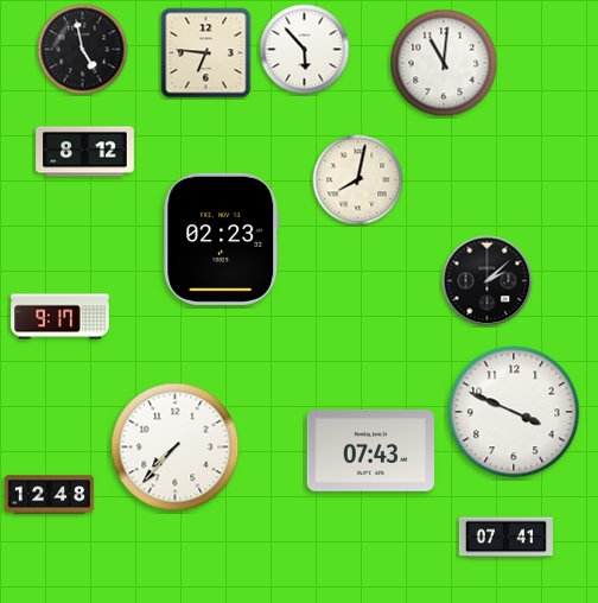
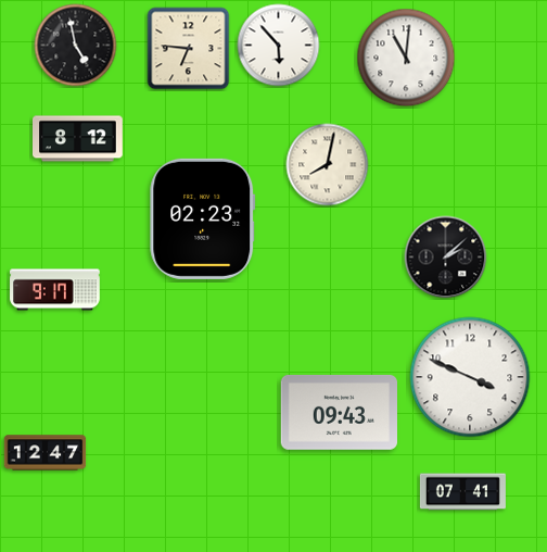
clock at (176, 448): 7:37 -> none
clock at (370, 450): 07:43 -> 09:43
clock at (50, 495): 12:48 -> 12:47
